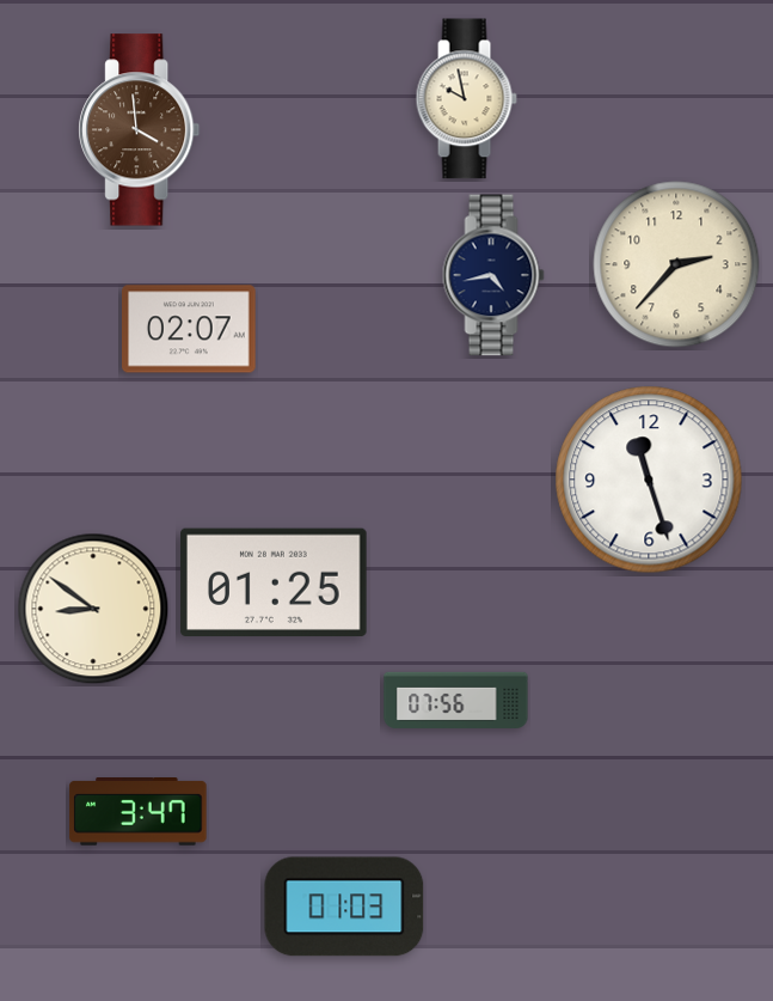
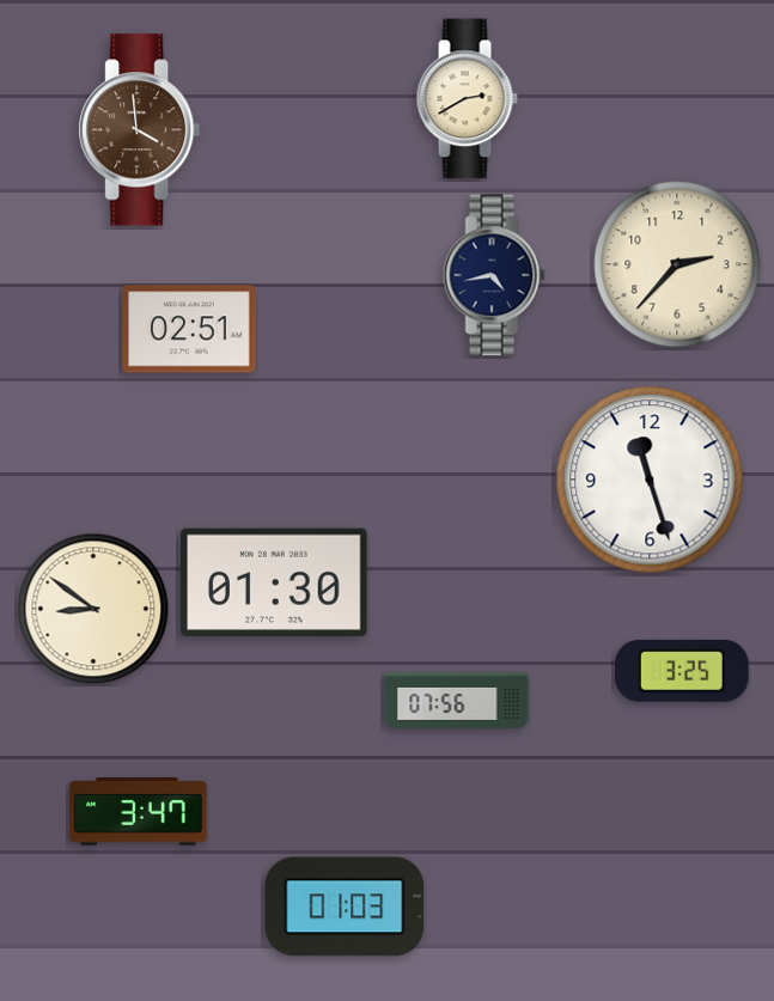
clock at (466, 99): 9:58 -> 2:40
clock at (190, 329): 02:07 -> 02:51
clock at (274, 581): 01:25 -> 01:30
clock at (682, 671): none -> 3:25
